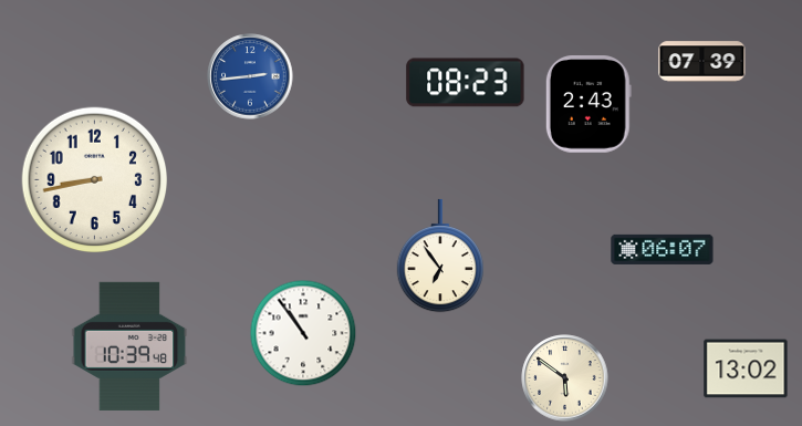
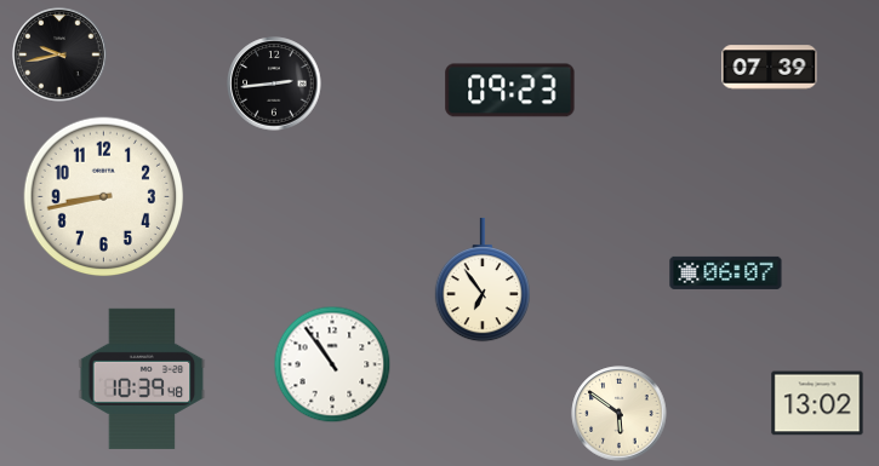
clock at (59, 54): none -> 9:43
clock at (250, 76) dial: blue -> black
clock at (466, 83): 08:23 -> 09:23
clock at (589, 105): 2:43 -> none
